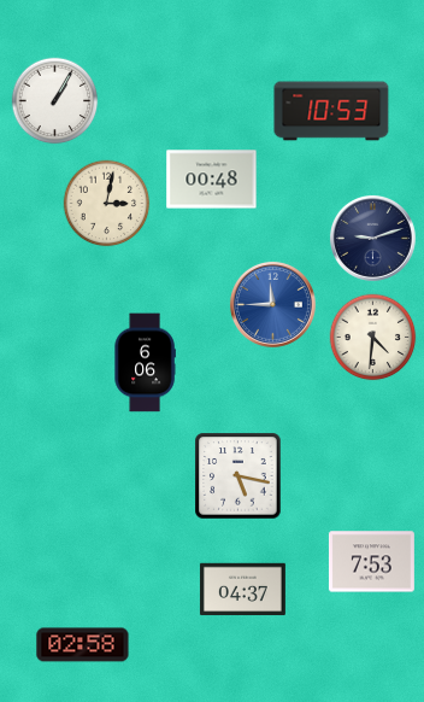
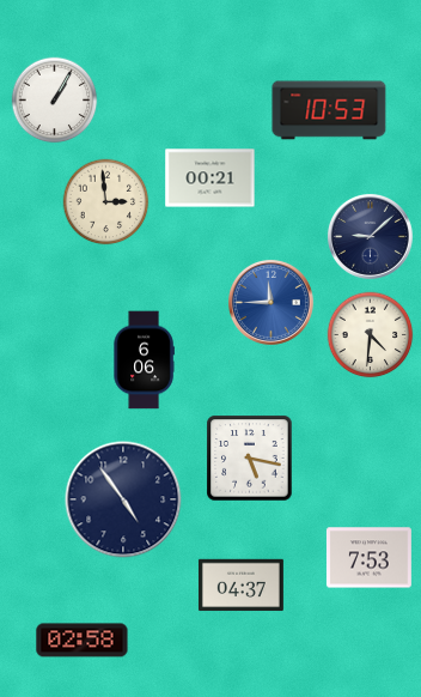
clock at (212, 180): 00:48 -> 00:21
clock at (107, 204): 3:02 -> 2:59
clock at (372, 238): 9:12 -> 9:08
clock at (238, 476) position: (238, 476) -> (250, 459)
clock at (123, 499): none -> 4:54
